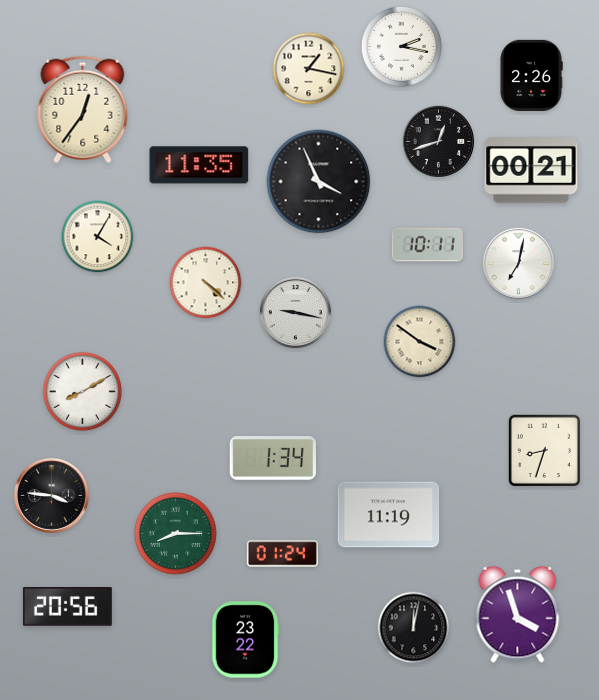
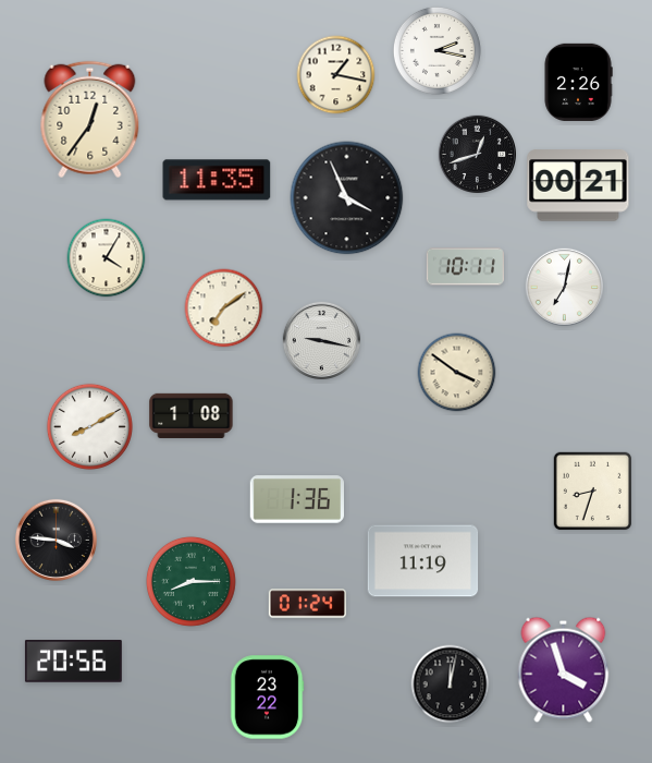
clock at (206, 283): 4:22 -> 7:09
clock at (192, 415): none -> 1:08
clock at (272, 459): 1:34 -> 1:36
